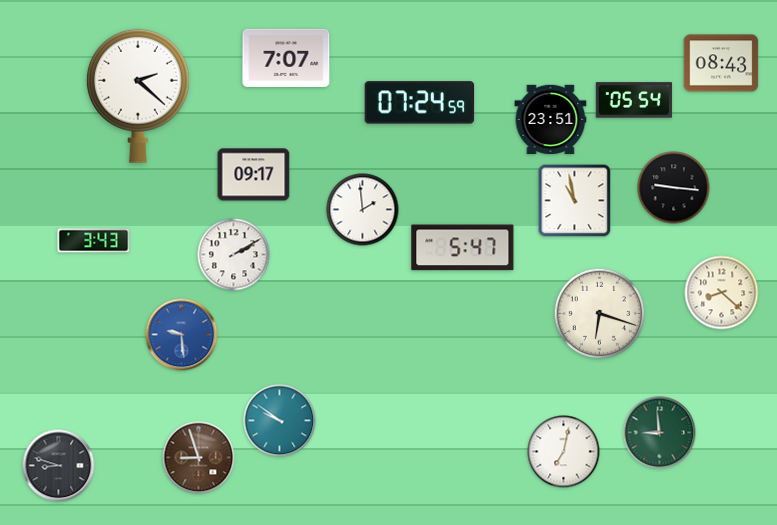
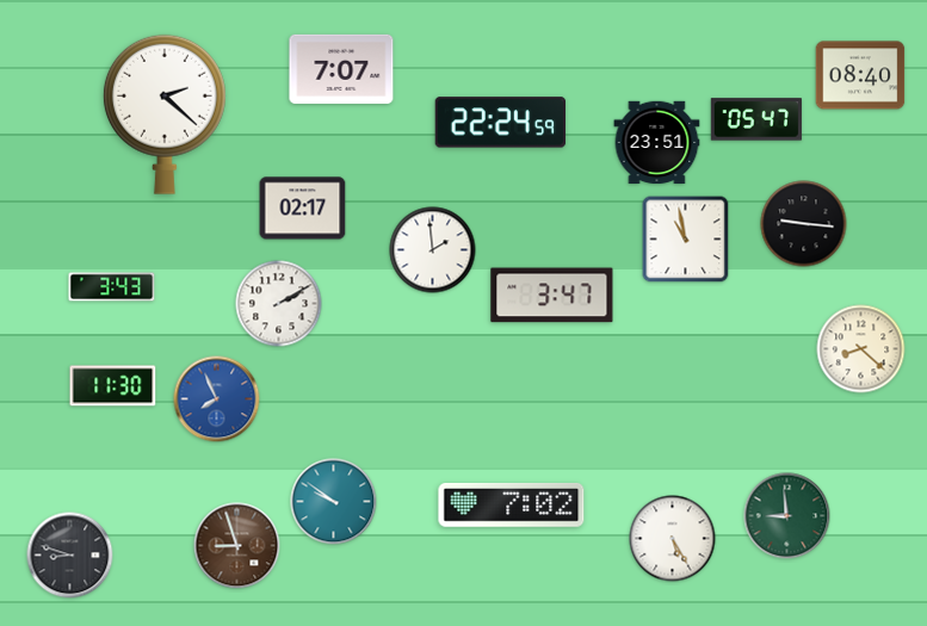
clock at (721, 63): 08:43 -> 08:40
clock at (634, 100): 05:54 -> 05:47
clock at (420, 103): 07:24 -> 22:24
clock at (254, 175): 09:17 -> 02:17
clock at (463, 248): 5:47 -> 3:47
clock at (599, 313): 6:18 -> none
clock at (113, 386): none -> 11:30
clock at (182, 335): 9:29 -> 7:56
clock at (512, 506): none -> 7:02
clock at (564, 452): 7:02 -> 5:25
